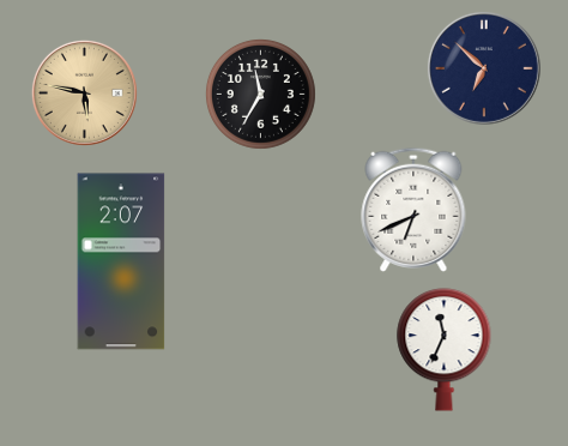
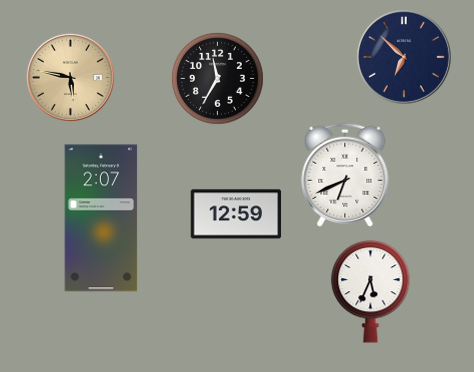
clock at (236, 214): none -> 12:59
clock at (445, 350): 11:34 -> 5:34
